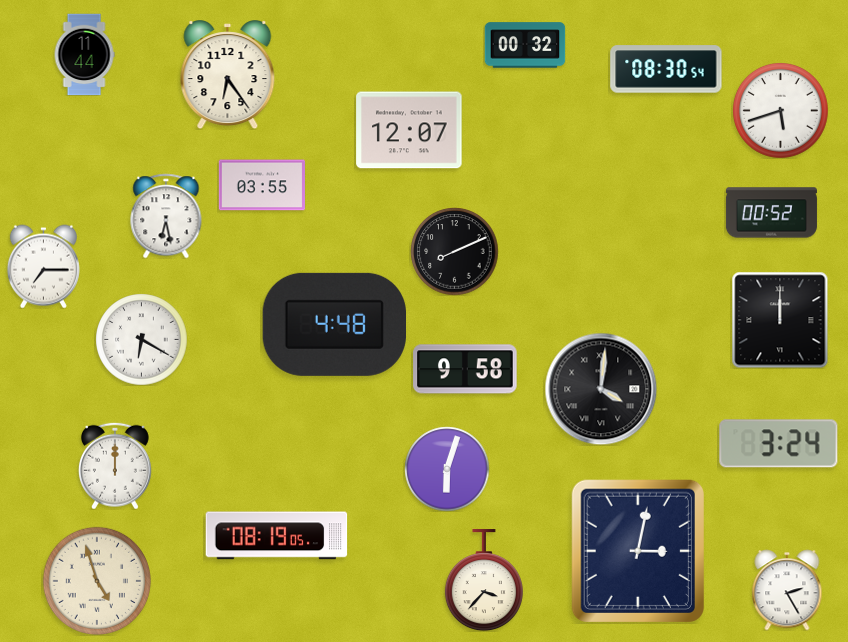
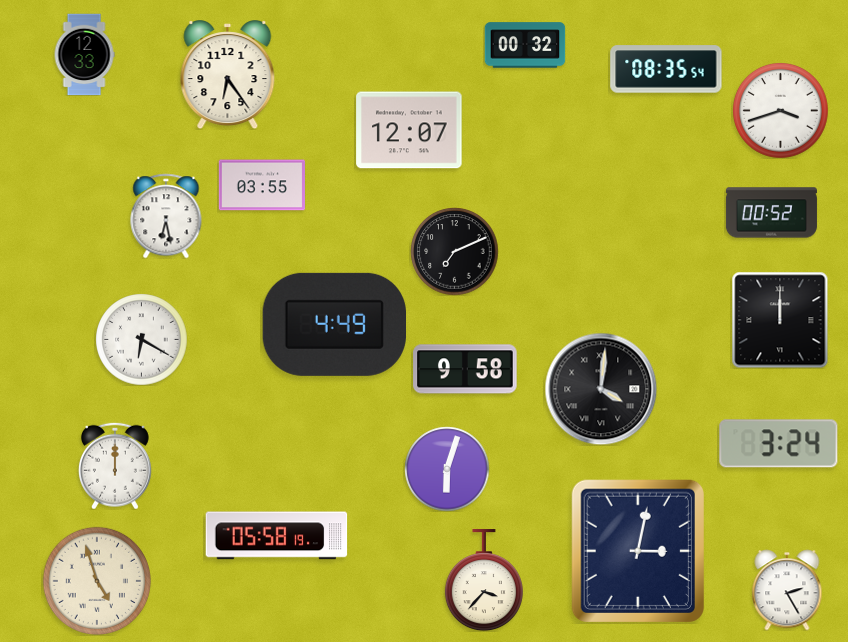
clock at (84, 54): 11:44 -> 12:33
clock at (666, 69): 08:30 -> 08:35
clock at (781, 111): 5:42 -> 3:42
clock at (454, 251): 8:11 -> 7:11
clock at (43, 266): 7:15 -> none
clock at (334, 324): 4:48 -> 4:49
clock at (277, 536): 08:19 -> 05:58
